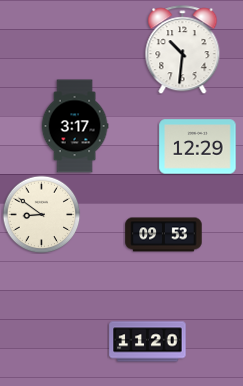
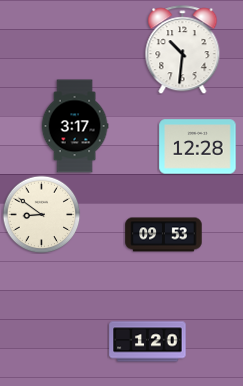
clock at (198, 147): 12:29 -> 12:28
clock at (148, 342): 11:20 -> 1:20
